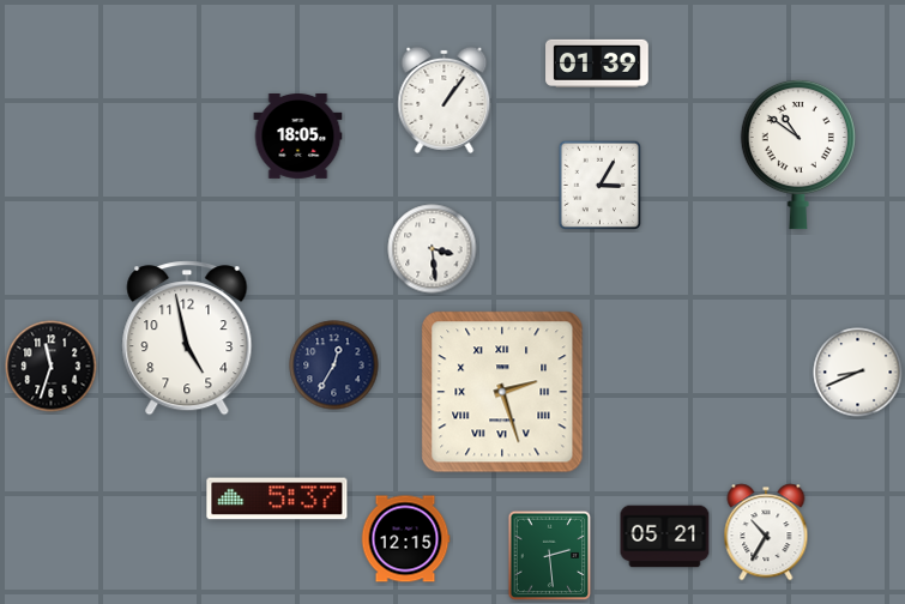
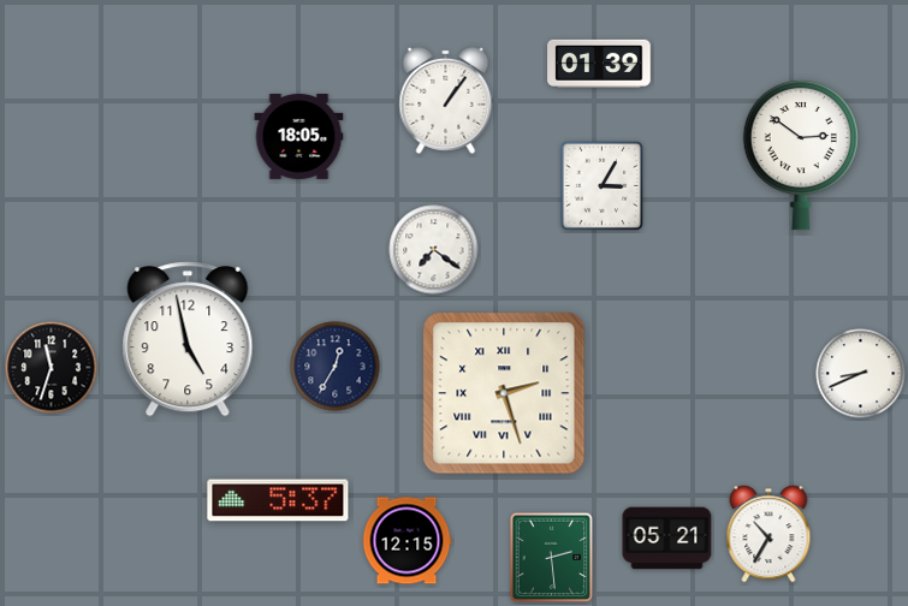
clock at (798, 155): 10:51 -> 2:51
clock at (433, 249): 3:29 -> 7:21
